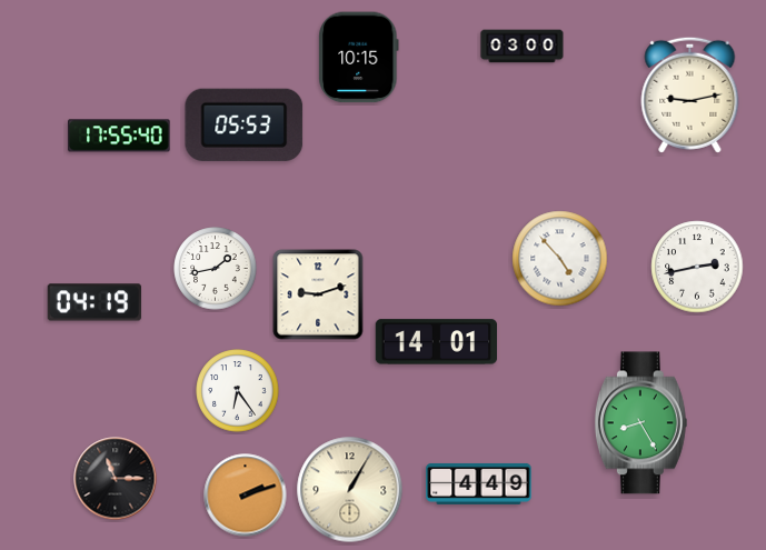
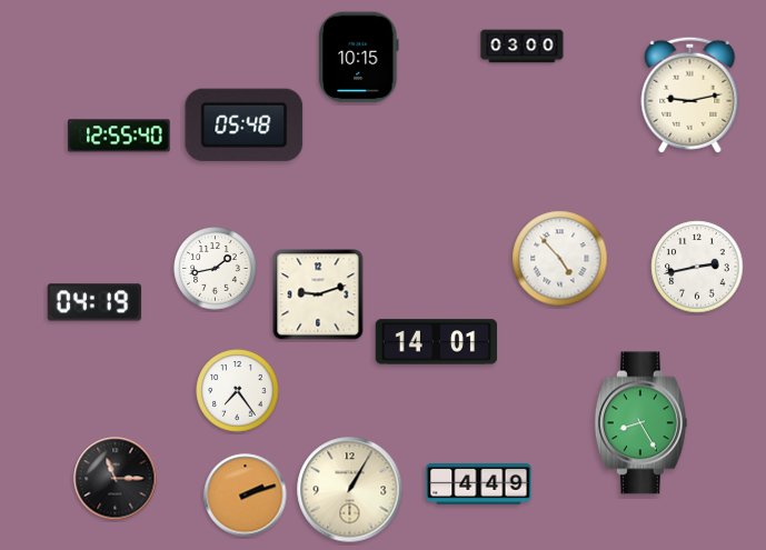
clock at (245, 124): 05:53 -> 05:48
clock at (119, 136): 17:55 -> 12:55
clock at (238, 391): 6:24 -> 7:24
